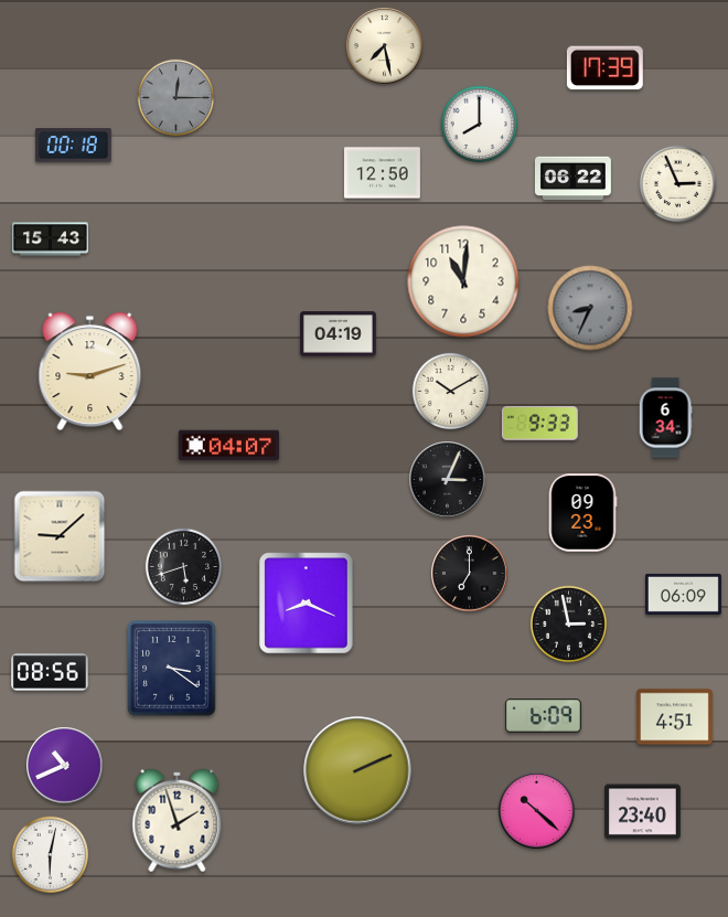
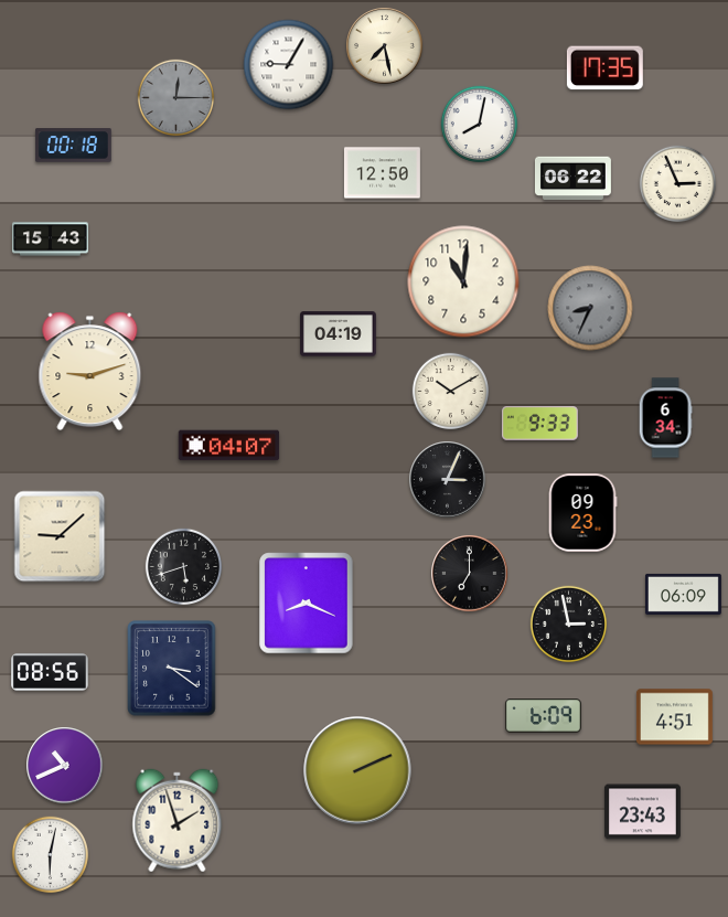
clock at (289, 65): none -> 9:05
clock at (604, 68): 17:39 -> 17:35
clock at (480, 125): 8:00 -> 8:02
clock at (537, 811): 10:22 -> none
clock at (642, 812): 23:40 -> 23:43
